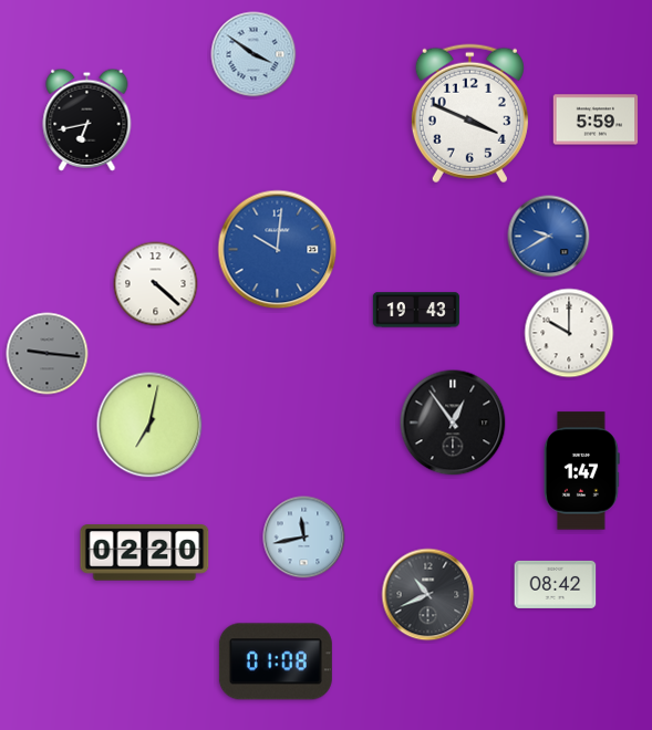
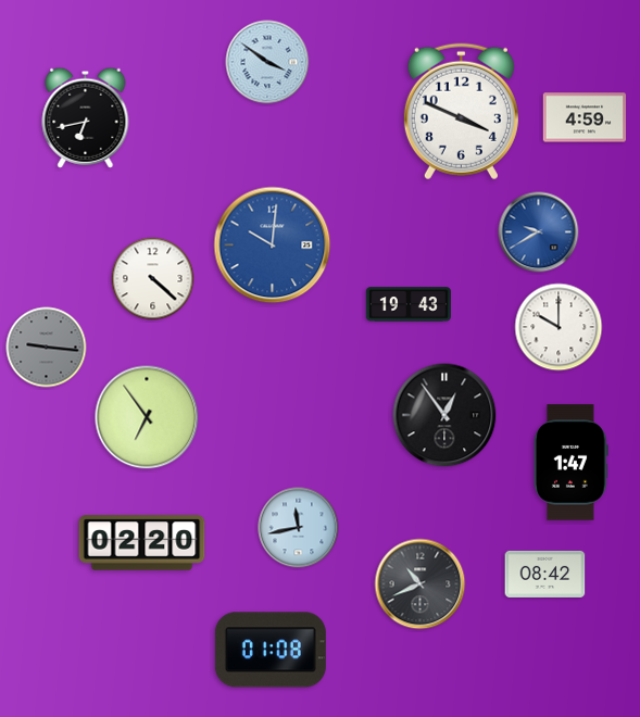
clock at (253, 54) position: (253, 54) -> (267, 62)
clock at (596, 119): 5:59 -> 4:59
clock at (149, 425): 7:02 -> 6:54
